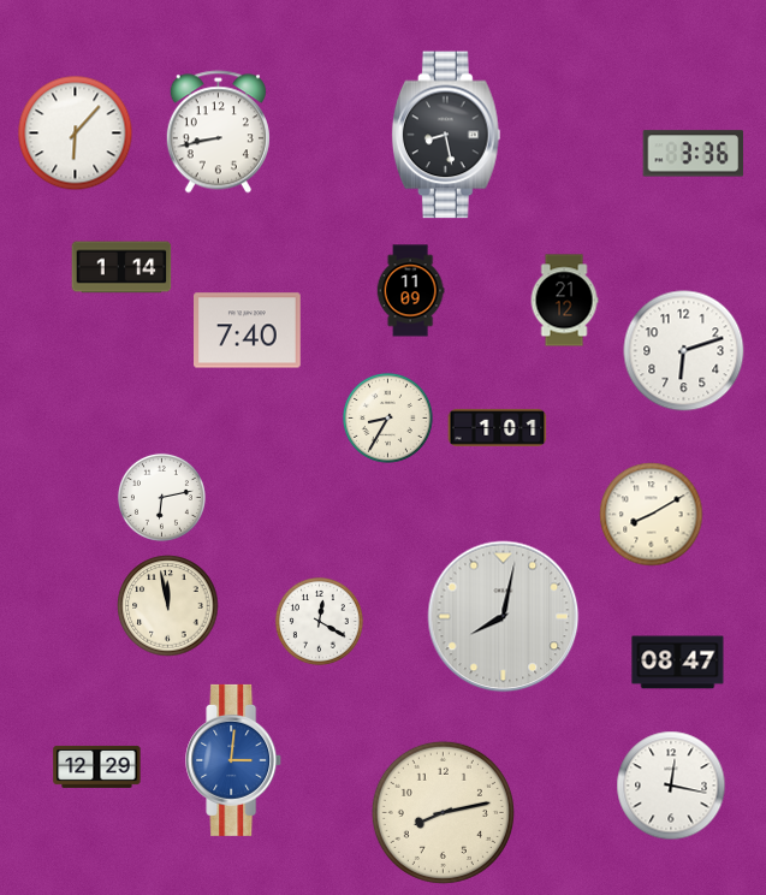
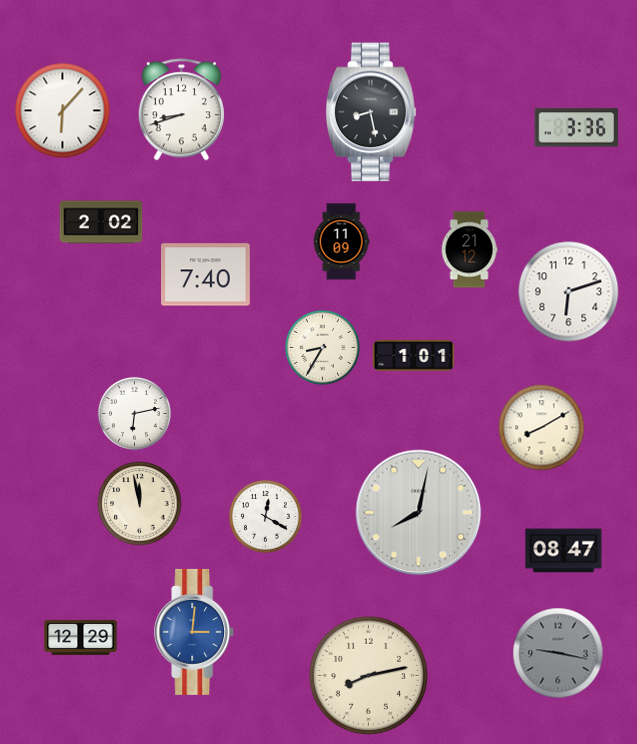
clock at (218, 132): 8:43 -> 8:42
clock at (121, 267): 1:14 -> 2:02
clock at (671, 786): 12:17 -> 9:17
clock at (671, 786) dial: white -> grey
